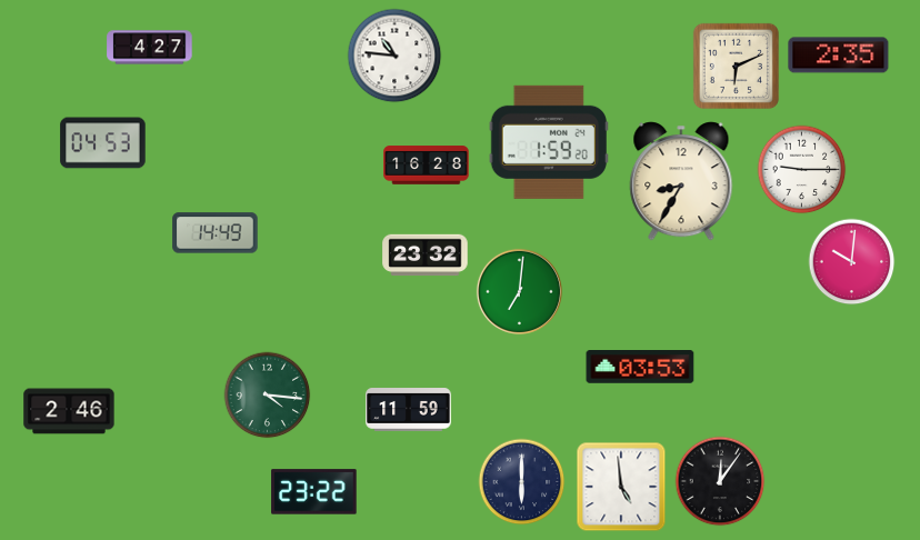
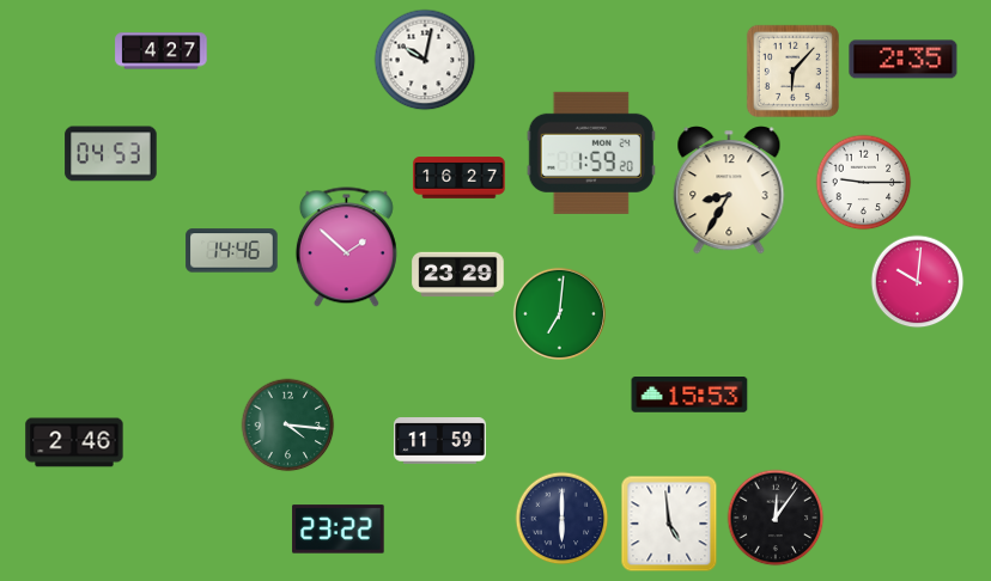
clock at (394, 56): 10:46 -> 10:02
clock at (736, 66): 6:11 -> 6:07
clock at (427, 166): 16:28 -> 16:27
clock at (681, 181) position: (681, 181) -> (729, 190)
clock at (346, 247): none -> 1:52
clock at (216, 233): 14:49 -> 14:46
clock at (426, 256): 23:32 -> 23:29
clock at (640, 367): 03:53 -> 15:53
